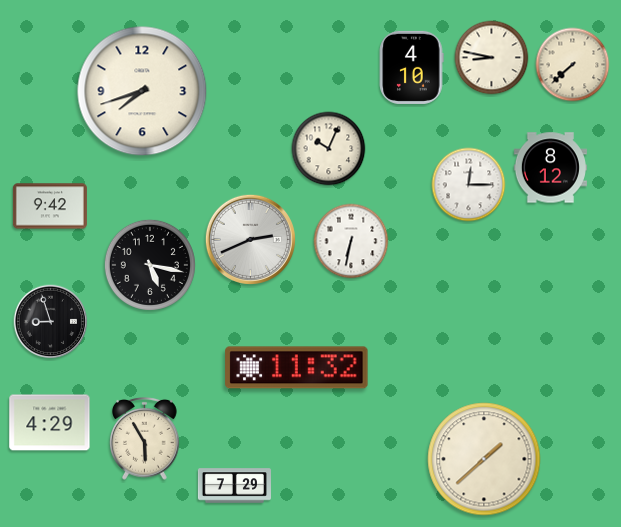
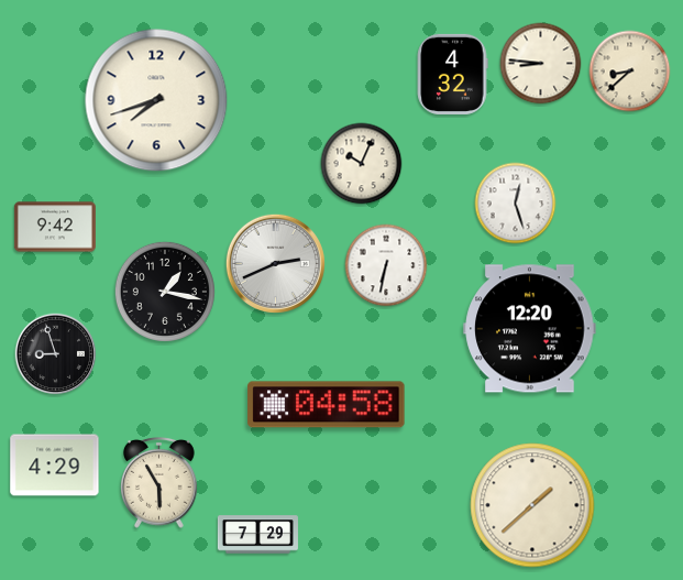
clock at (492, 58): 8:47 -> 8:46
clock at (573, 65): 7:38 -> 8:38
clock at (411, 67): 4:10 -> 4:32
clock at (550, 168): 8:12 -> none
clock at (469, 185): 12:15 -> 12:27
clock at (150, 265): 5:17 -> 1:17
clock at (530, 329): none -> 12:20
clock at (297, 368): 11:32 -> 04:58
